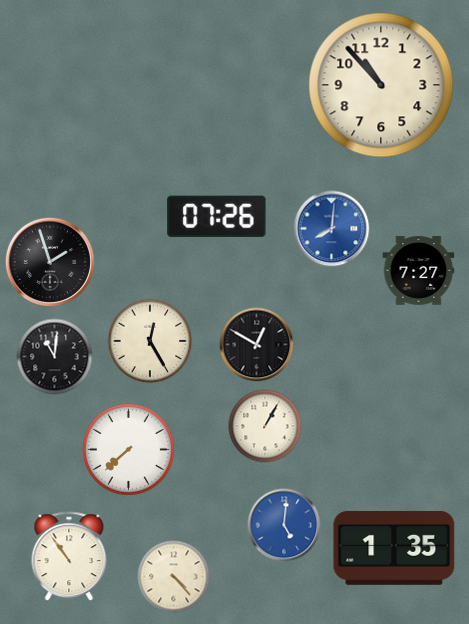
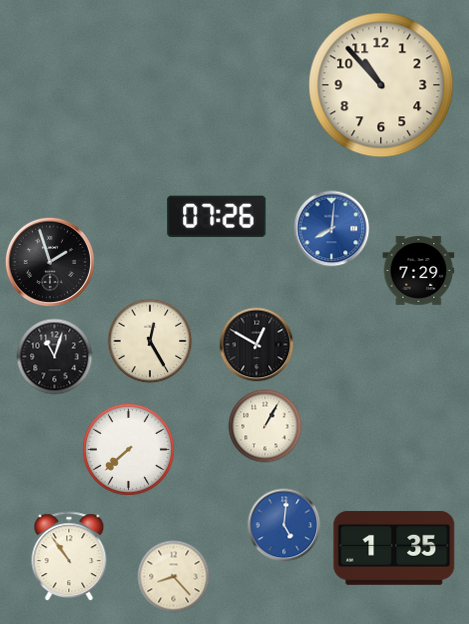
clock at (419, 271): 7:27 -> 7:29
clock at (55, 357): 11:01 -> 11:03
clock at (174, 577): 4:23 -> 8:23
